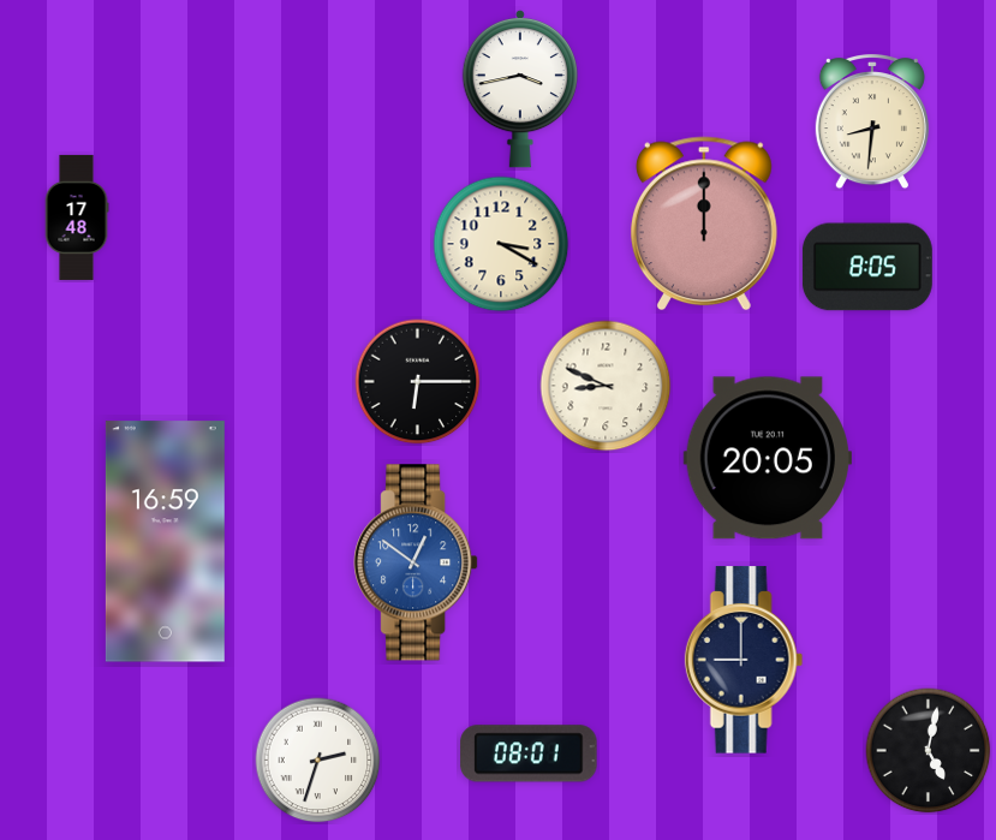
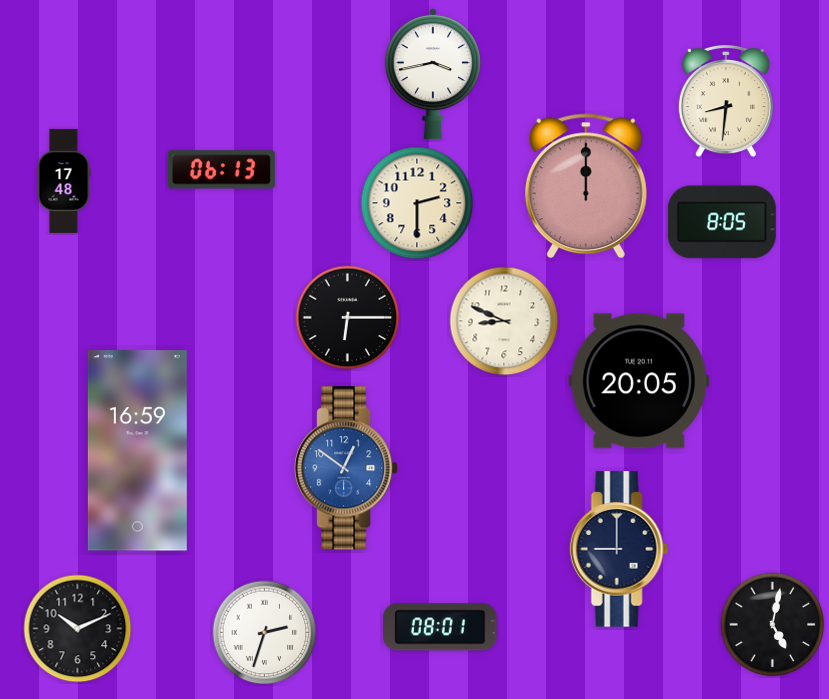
clock at (221, 170): none -> 06:13
clock at (501, 244): 3:20 -> 2:30
clock at (78, 629): none -> 10:11
